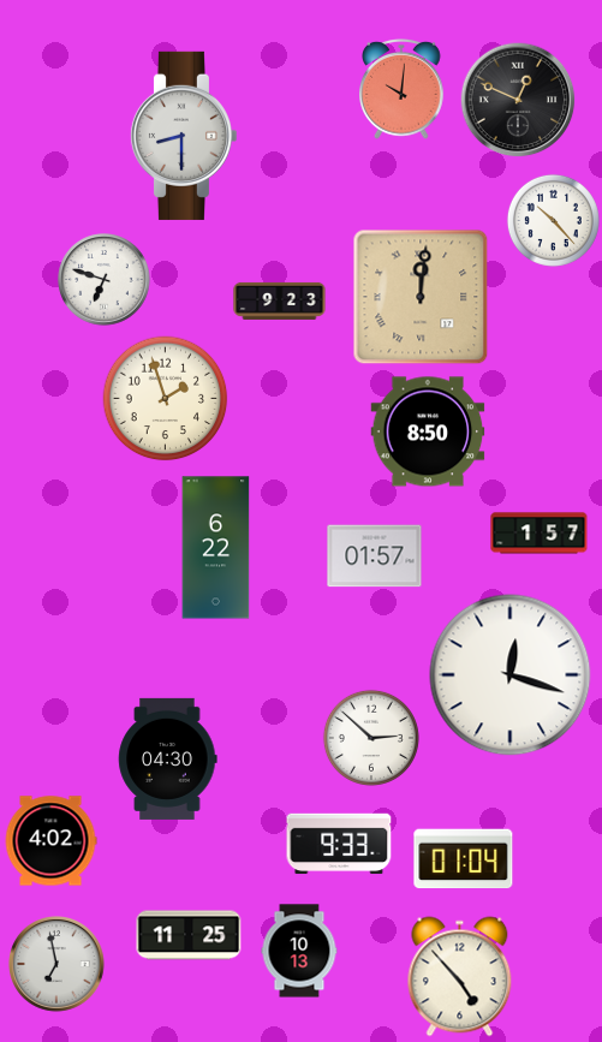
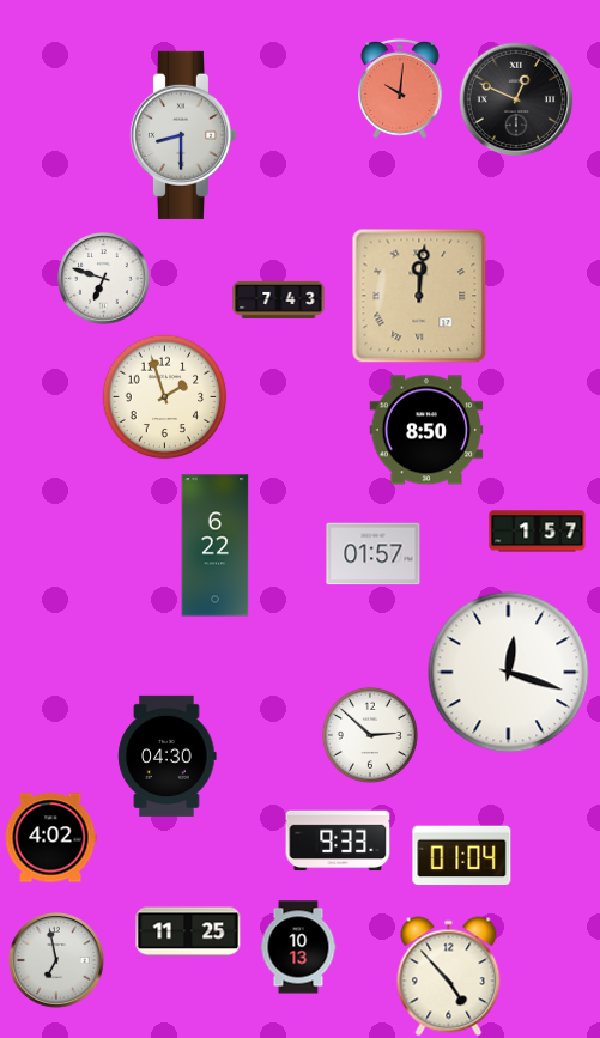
clock at (553, 220): 10:23 -> none
clock at (280, 300): 9:23 -> 7:43
clock at (460, 977) position: (460, 977) -> (449, 977)
